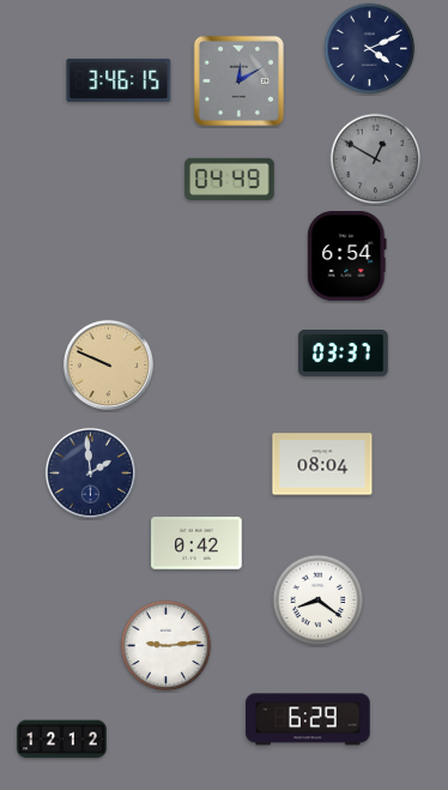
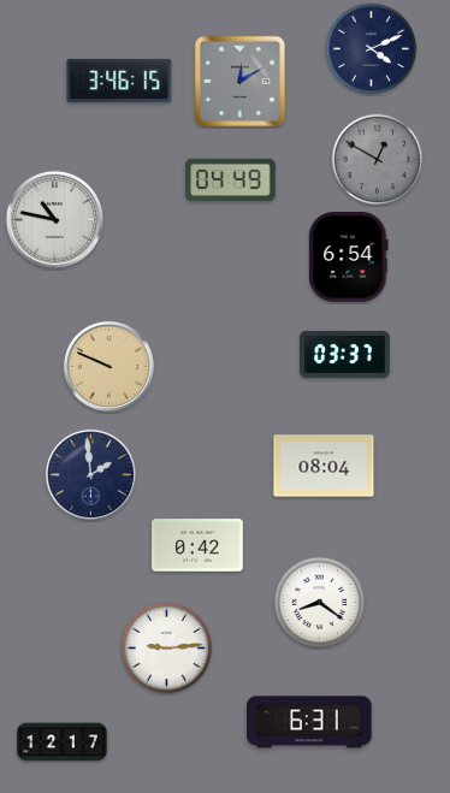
clock at (54, 219): none -> 10:47
clock at (308, 719): 6:29 -> 6:31
clock at (62, 740): 12:12 -> 12:17
